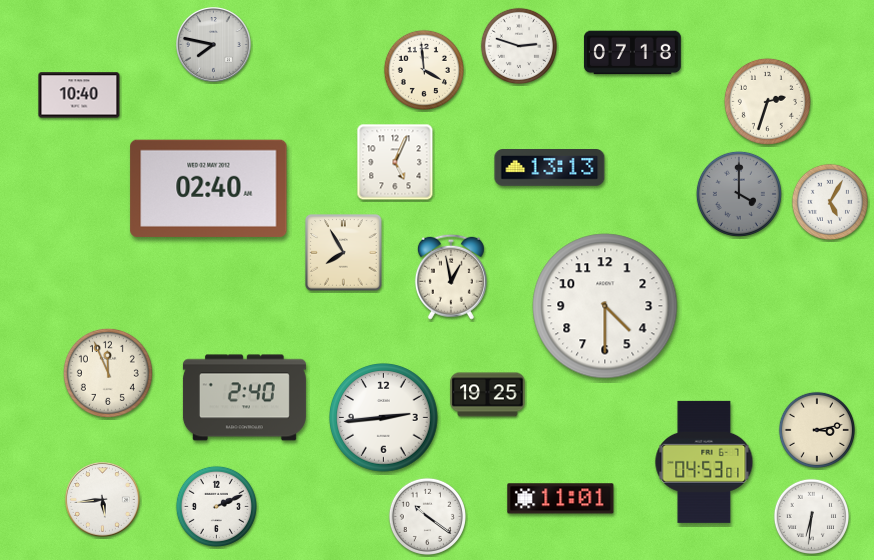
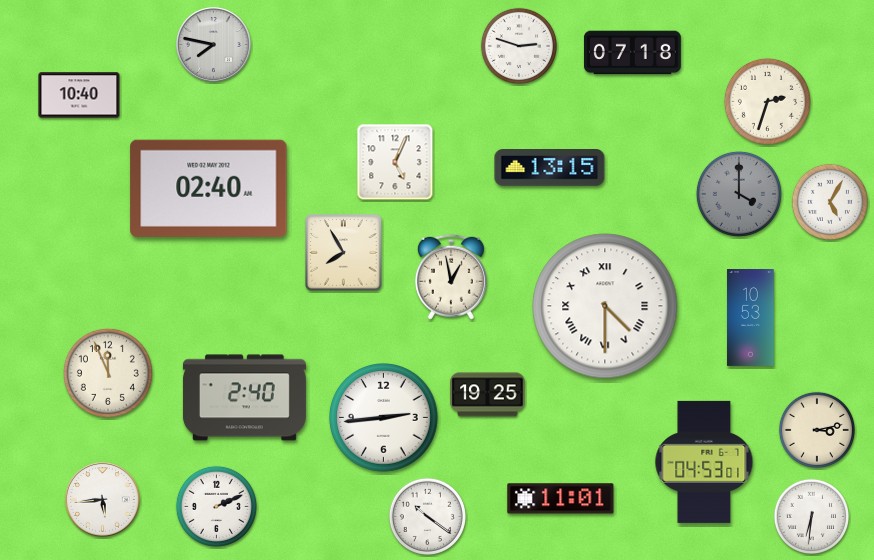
clock at (424, 70): 3:59 -> none
clock at (550, 168): 13:13 -> 13:15
clock at (605, 306) numerals: Arabic -> Roman
clock at (751, 318): none -> 10:53
